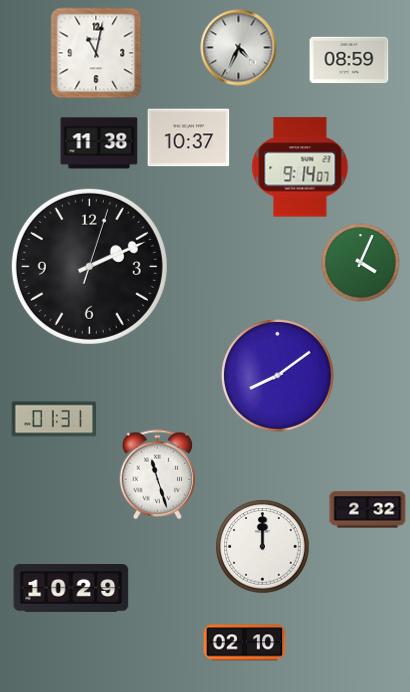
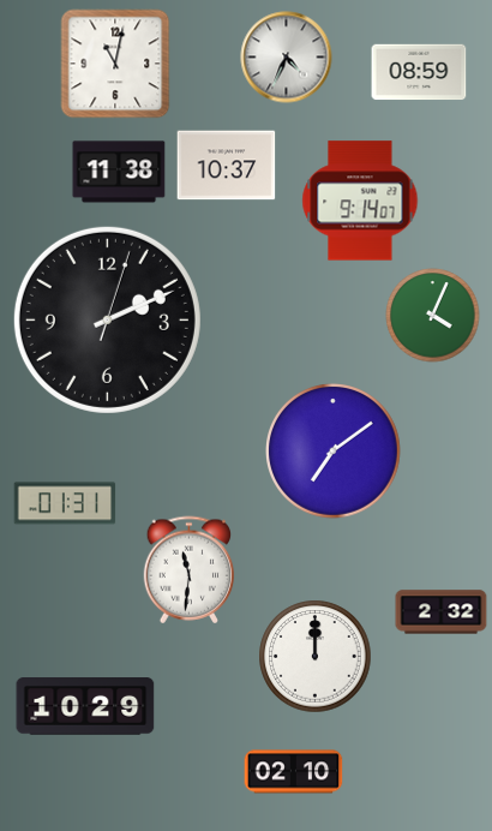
clock at (278, 376): 8:09 -> 7:09
clock at (158, 475): 11:27 -> 11:31
